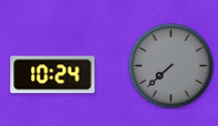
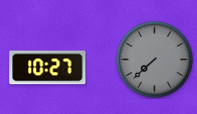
clock at (53, 75): 10:24 -> 10:27
